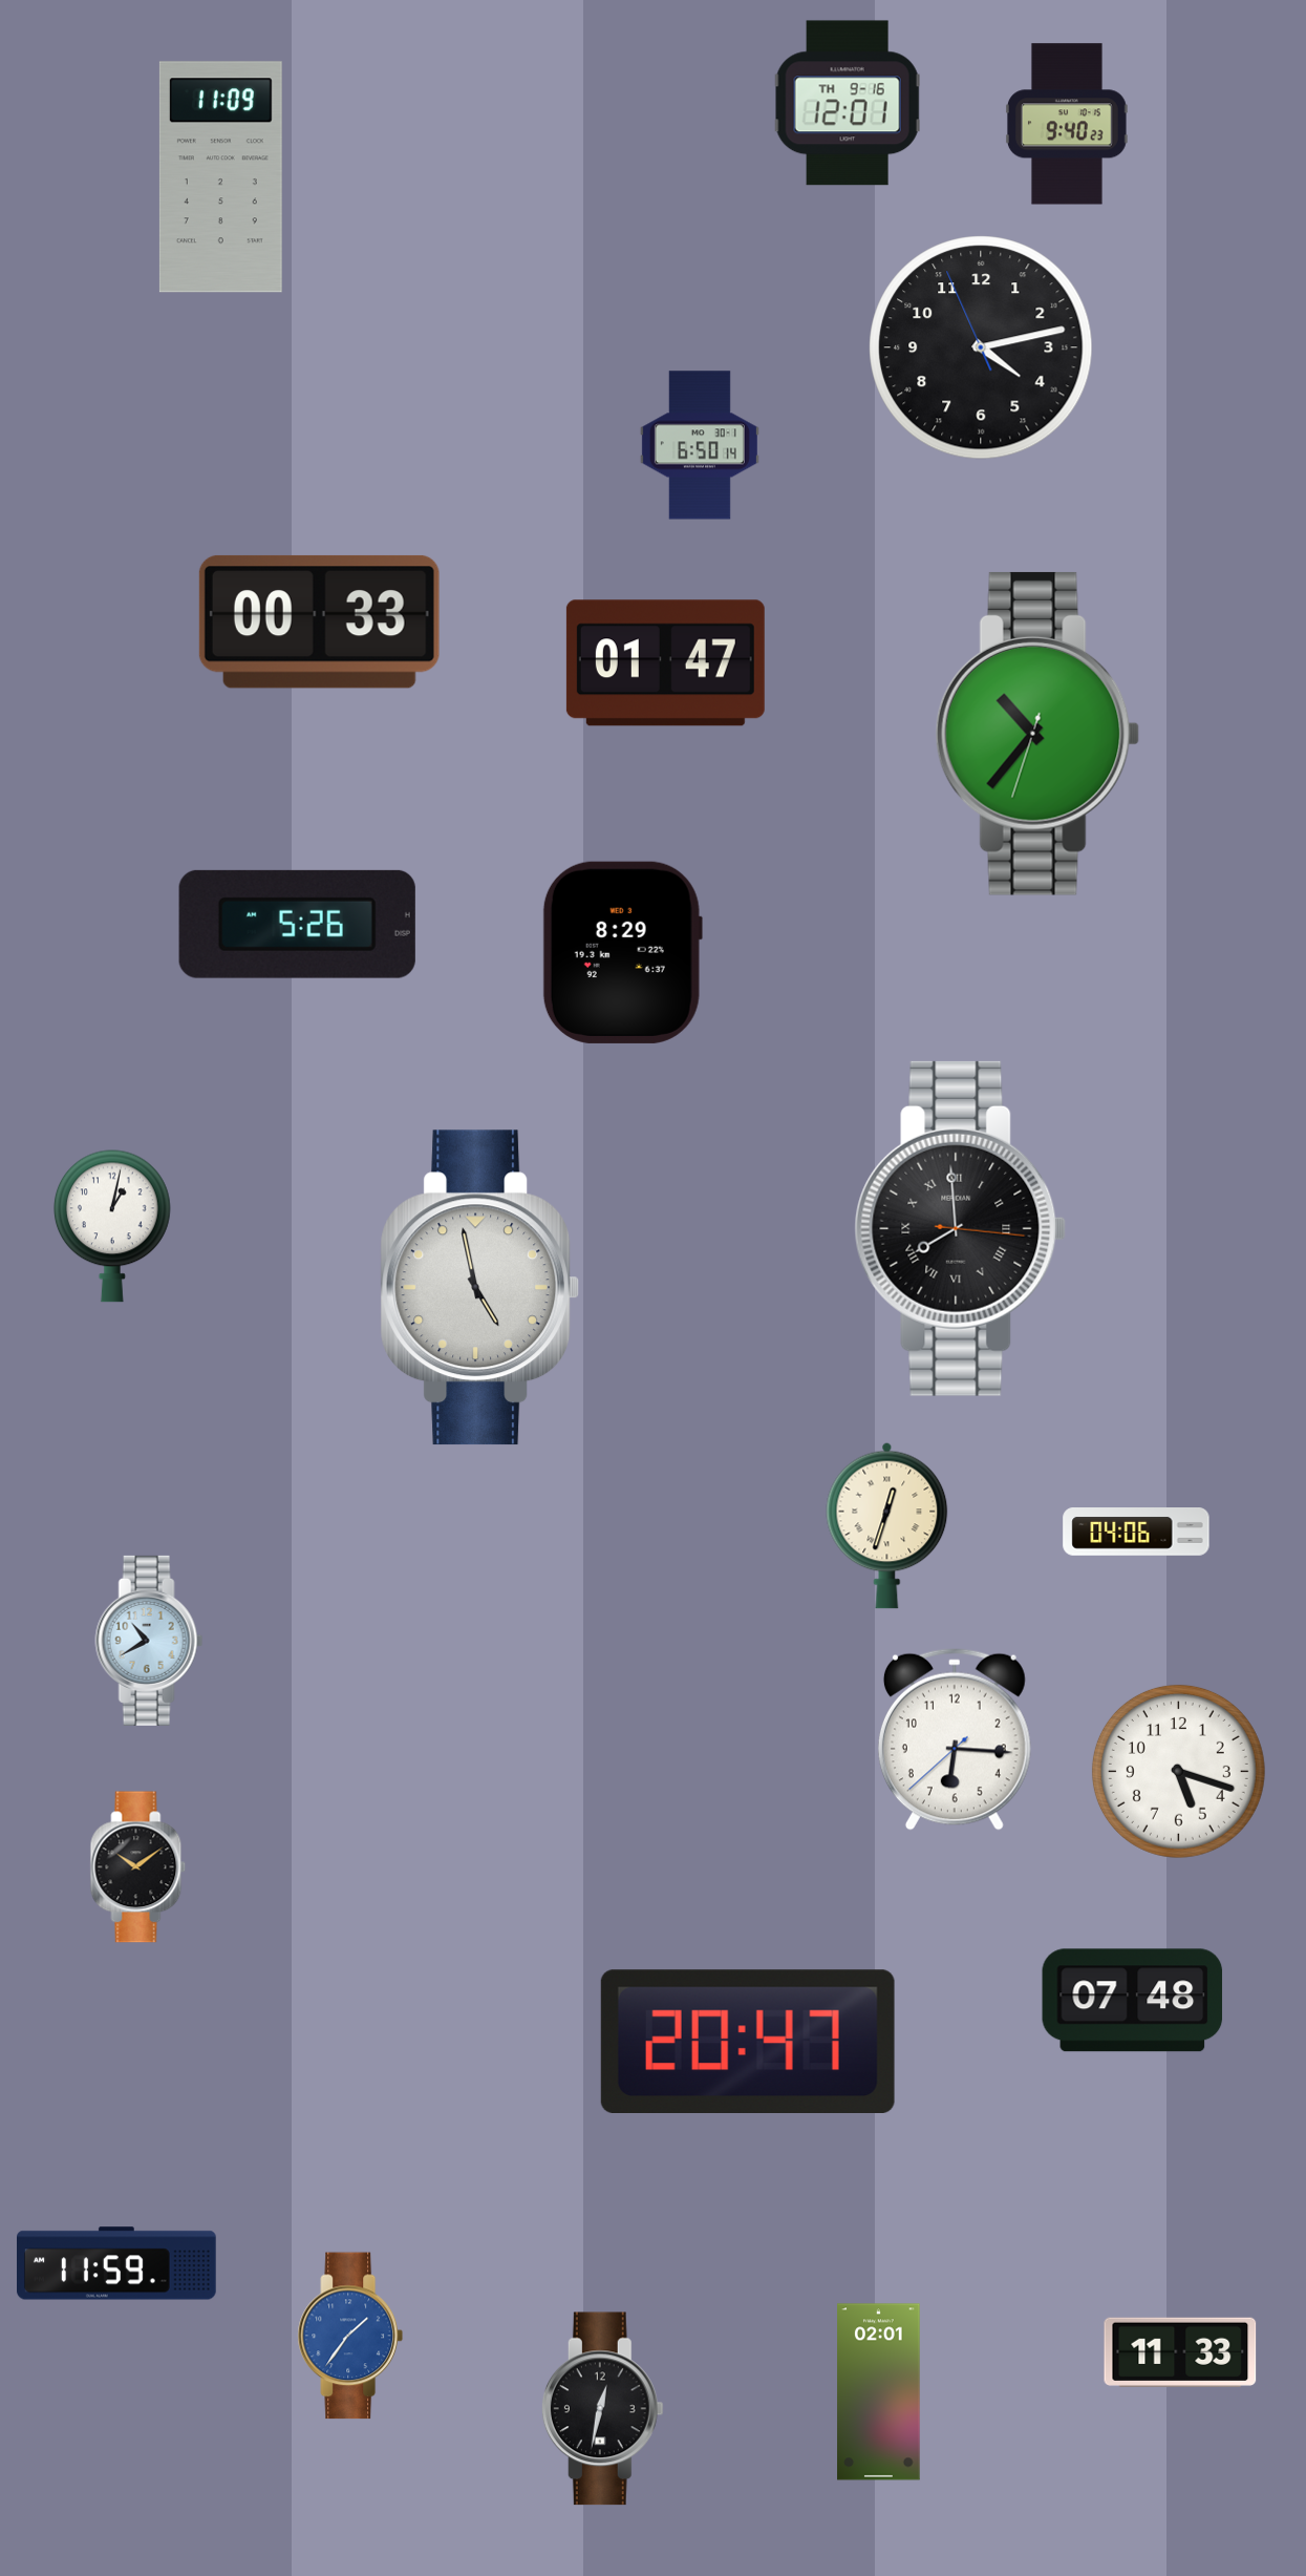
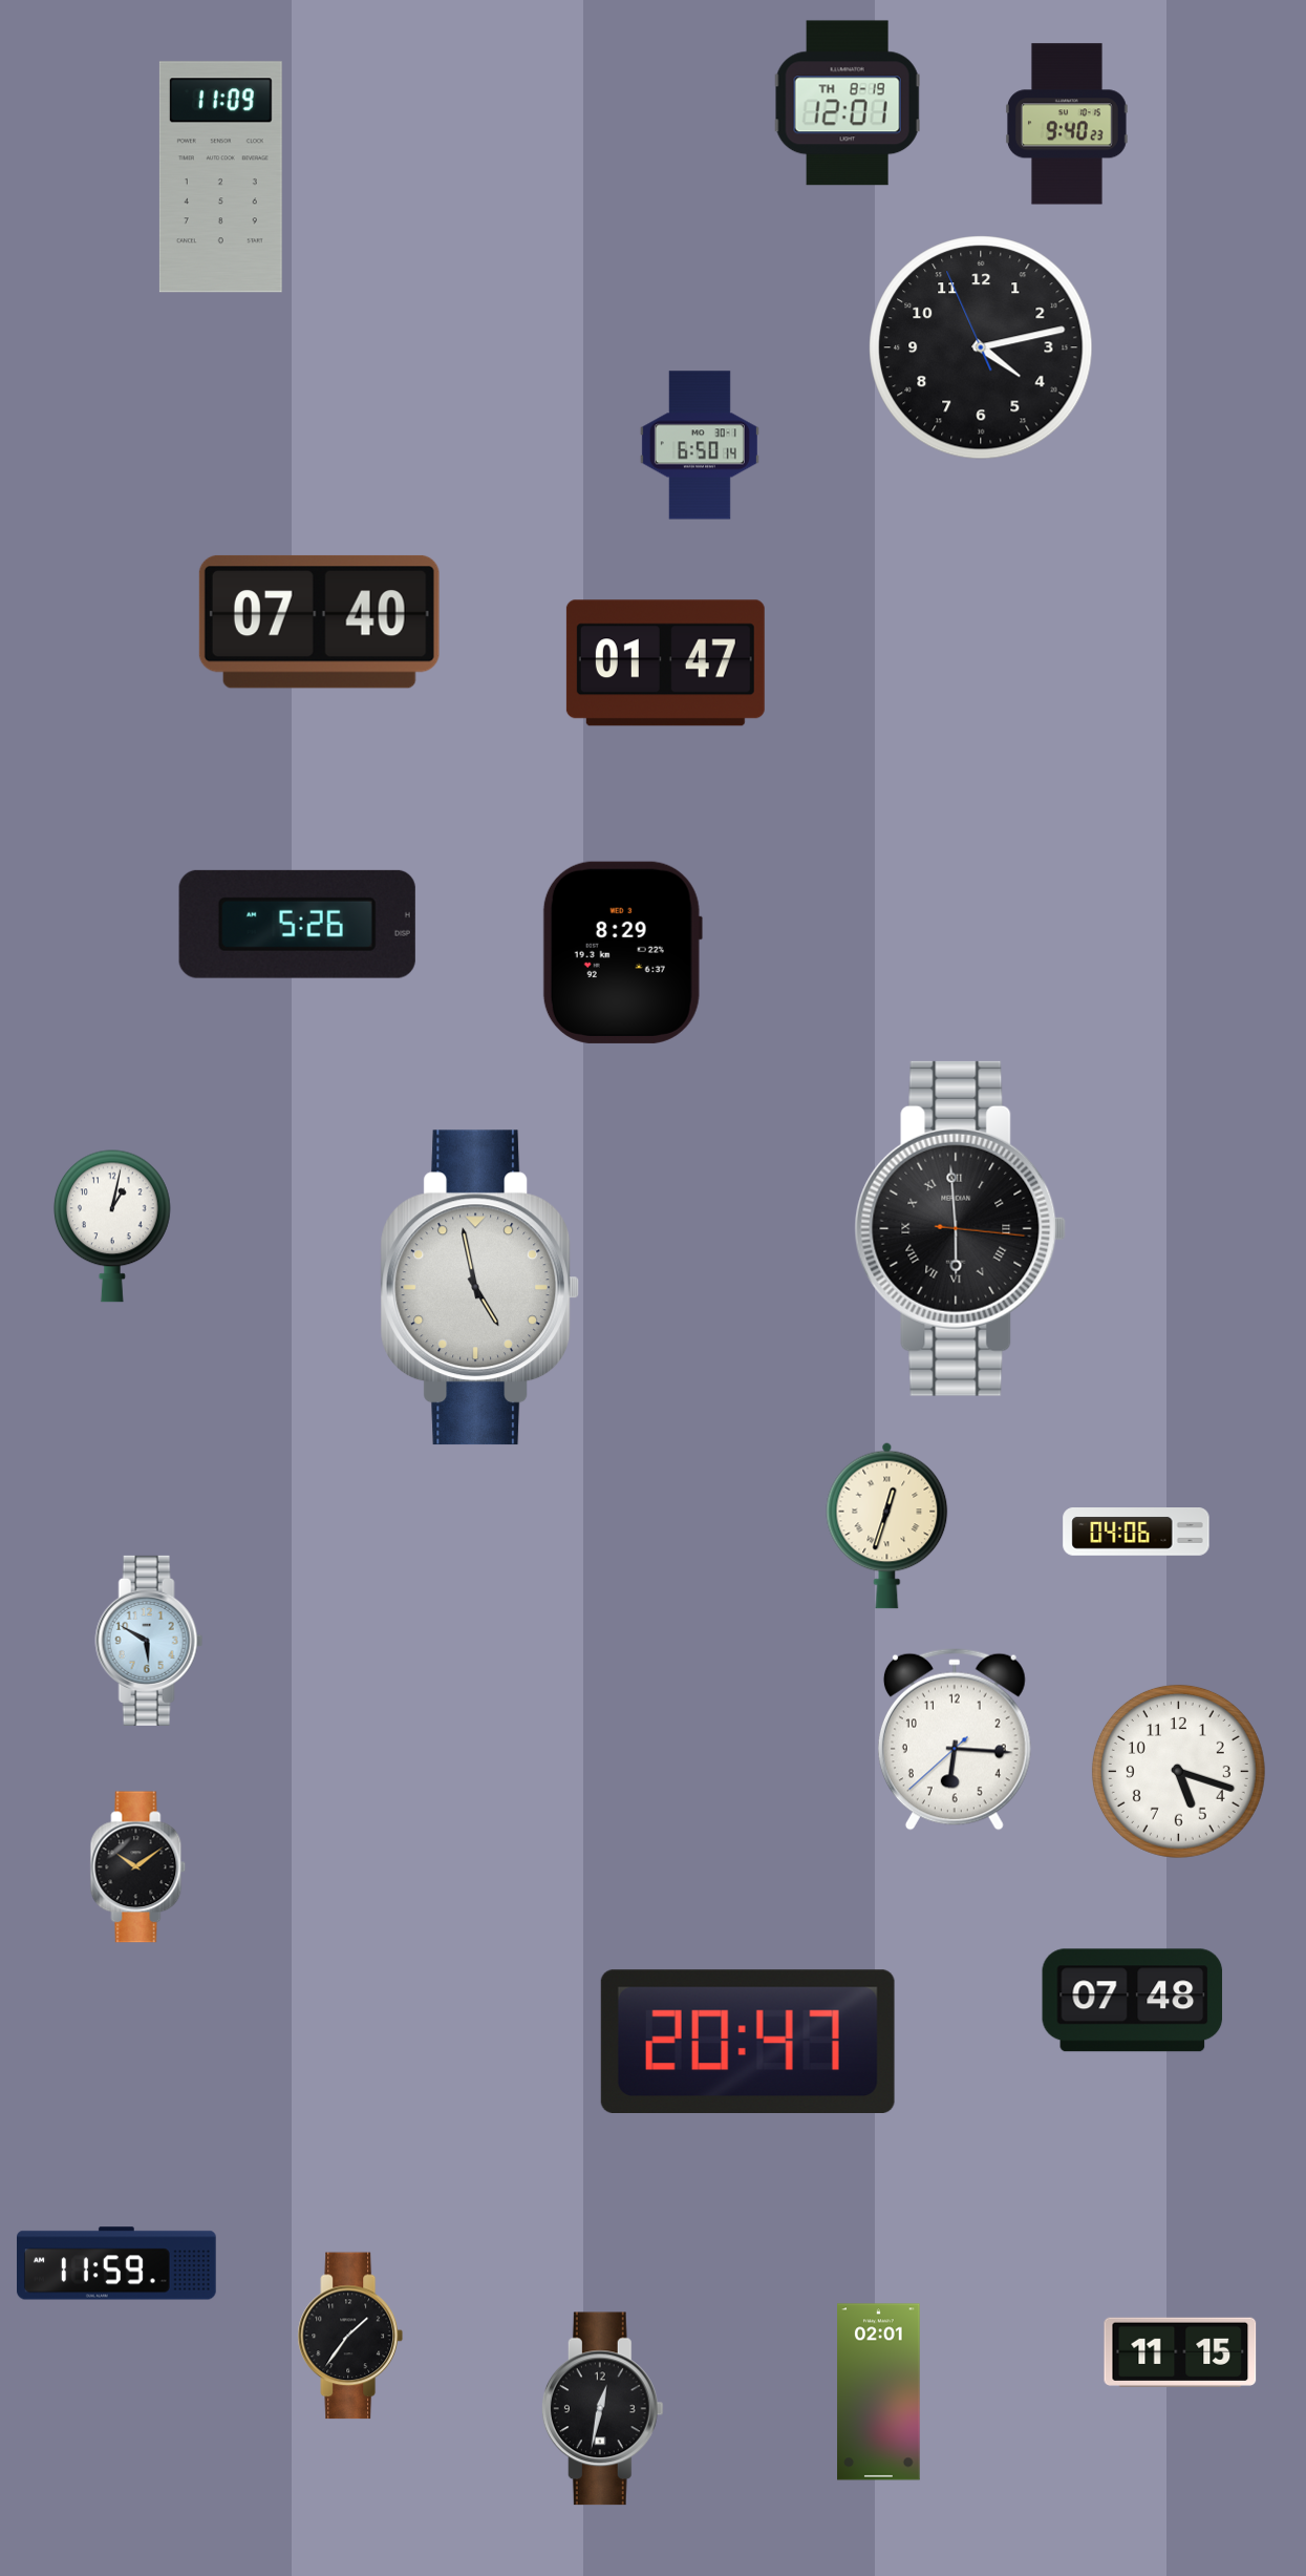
clock at (848, 103) date: TH 9-16 -> TH 8-19
clock at (319, 621): 00:33 -> 07:40
clock at (1037, 734): 10:36 -> none
clock at (961, 1228): 7:59 -> 5:59
clock at (149, 1641): 10:40 -> 5:50
clock at (350, 2336) dial: blue -> black
clock at (1180, 2352): 11:33 -> 11:15
